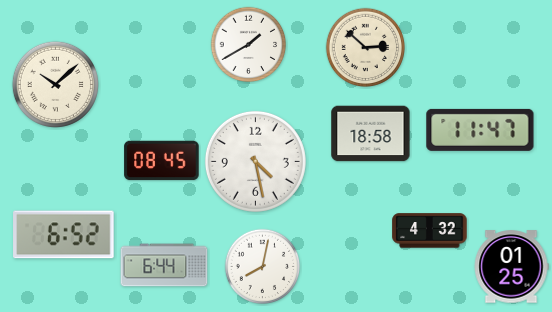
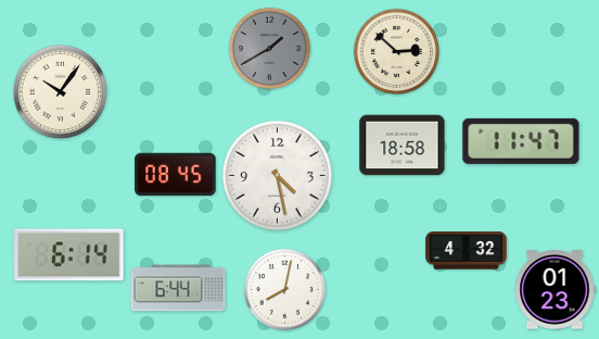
clock at (249, 45) dial: white -> grey
clock at (55, 84): 10:08 -> 10:06
clock at (64, 235): 6:52 -> 6:14
clock at (511, 267): 01:25 -> 01:23
